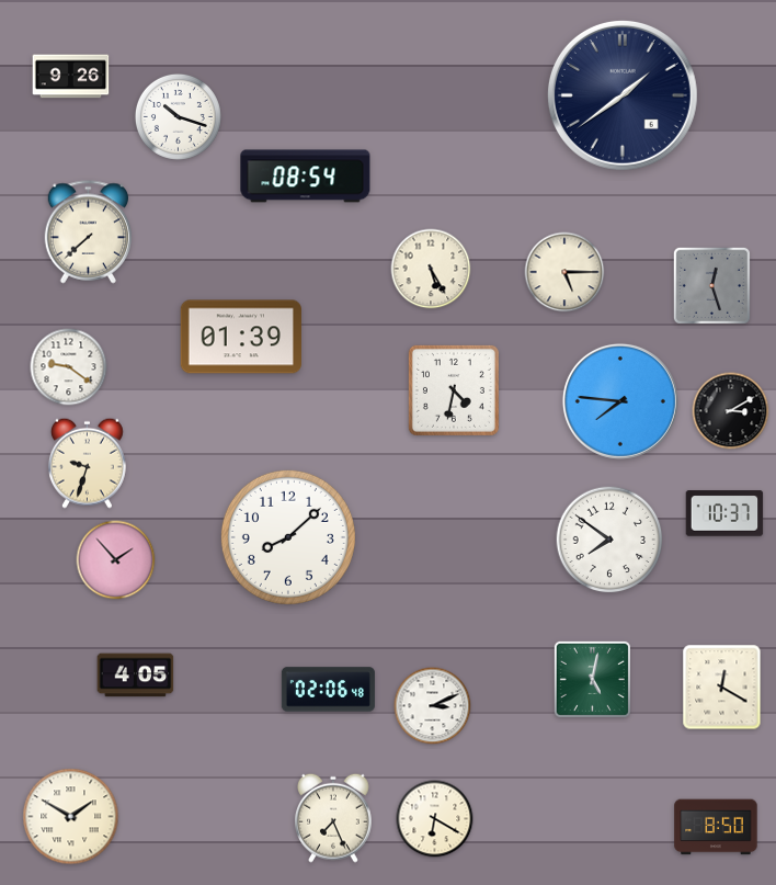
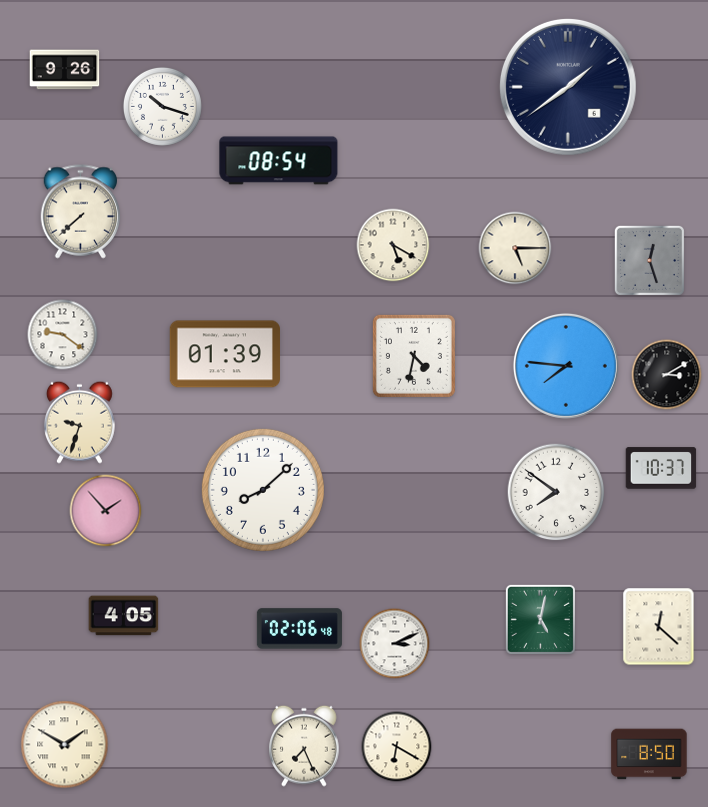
clock at (431, 269): 5:25 -> 5:20
clock at (241, 337) position: (241, 337) -> (225, 354)
clock at (722, 688): 12:20 -> 12:22
clock at (716, 827) position: (716, 827) -> (649, 754)
